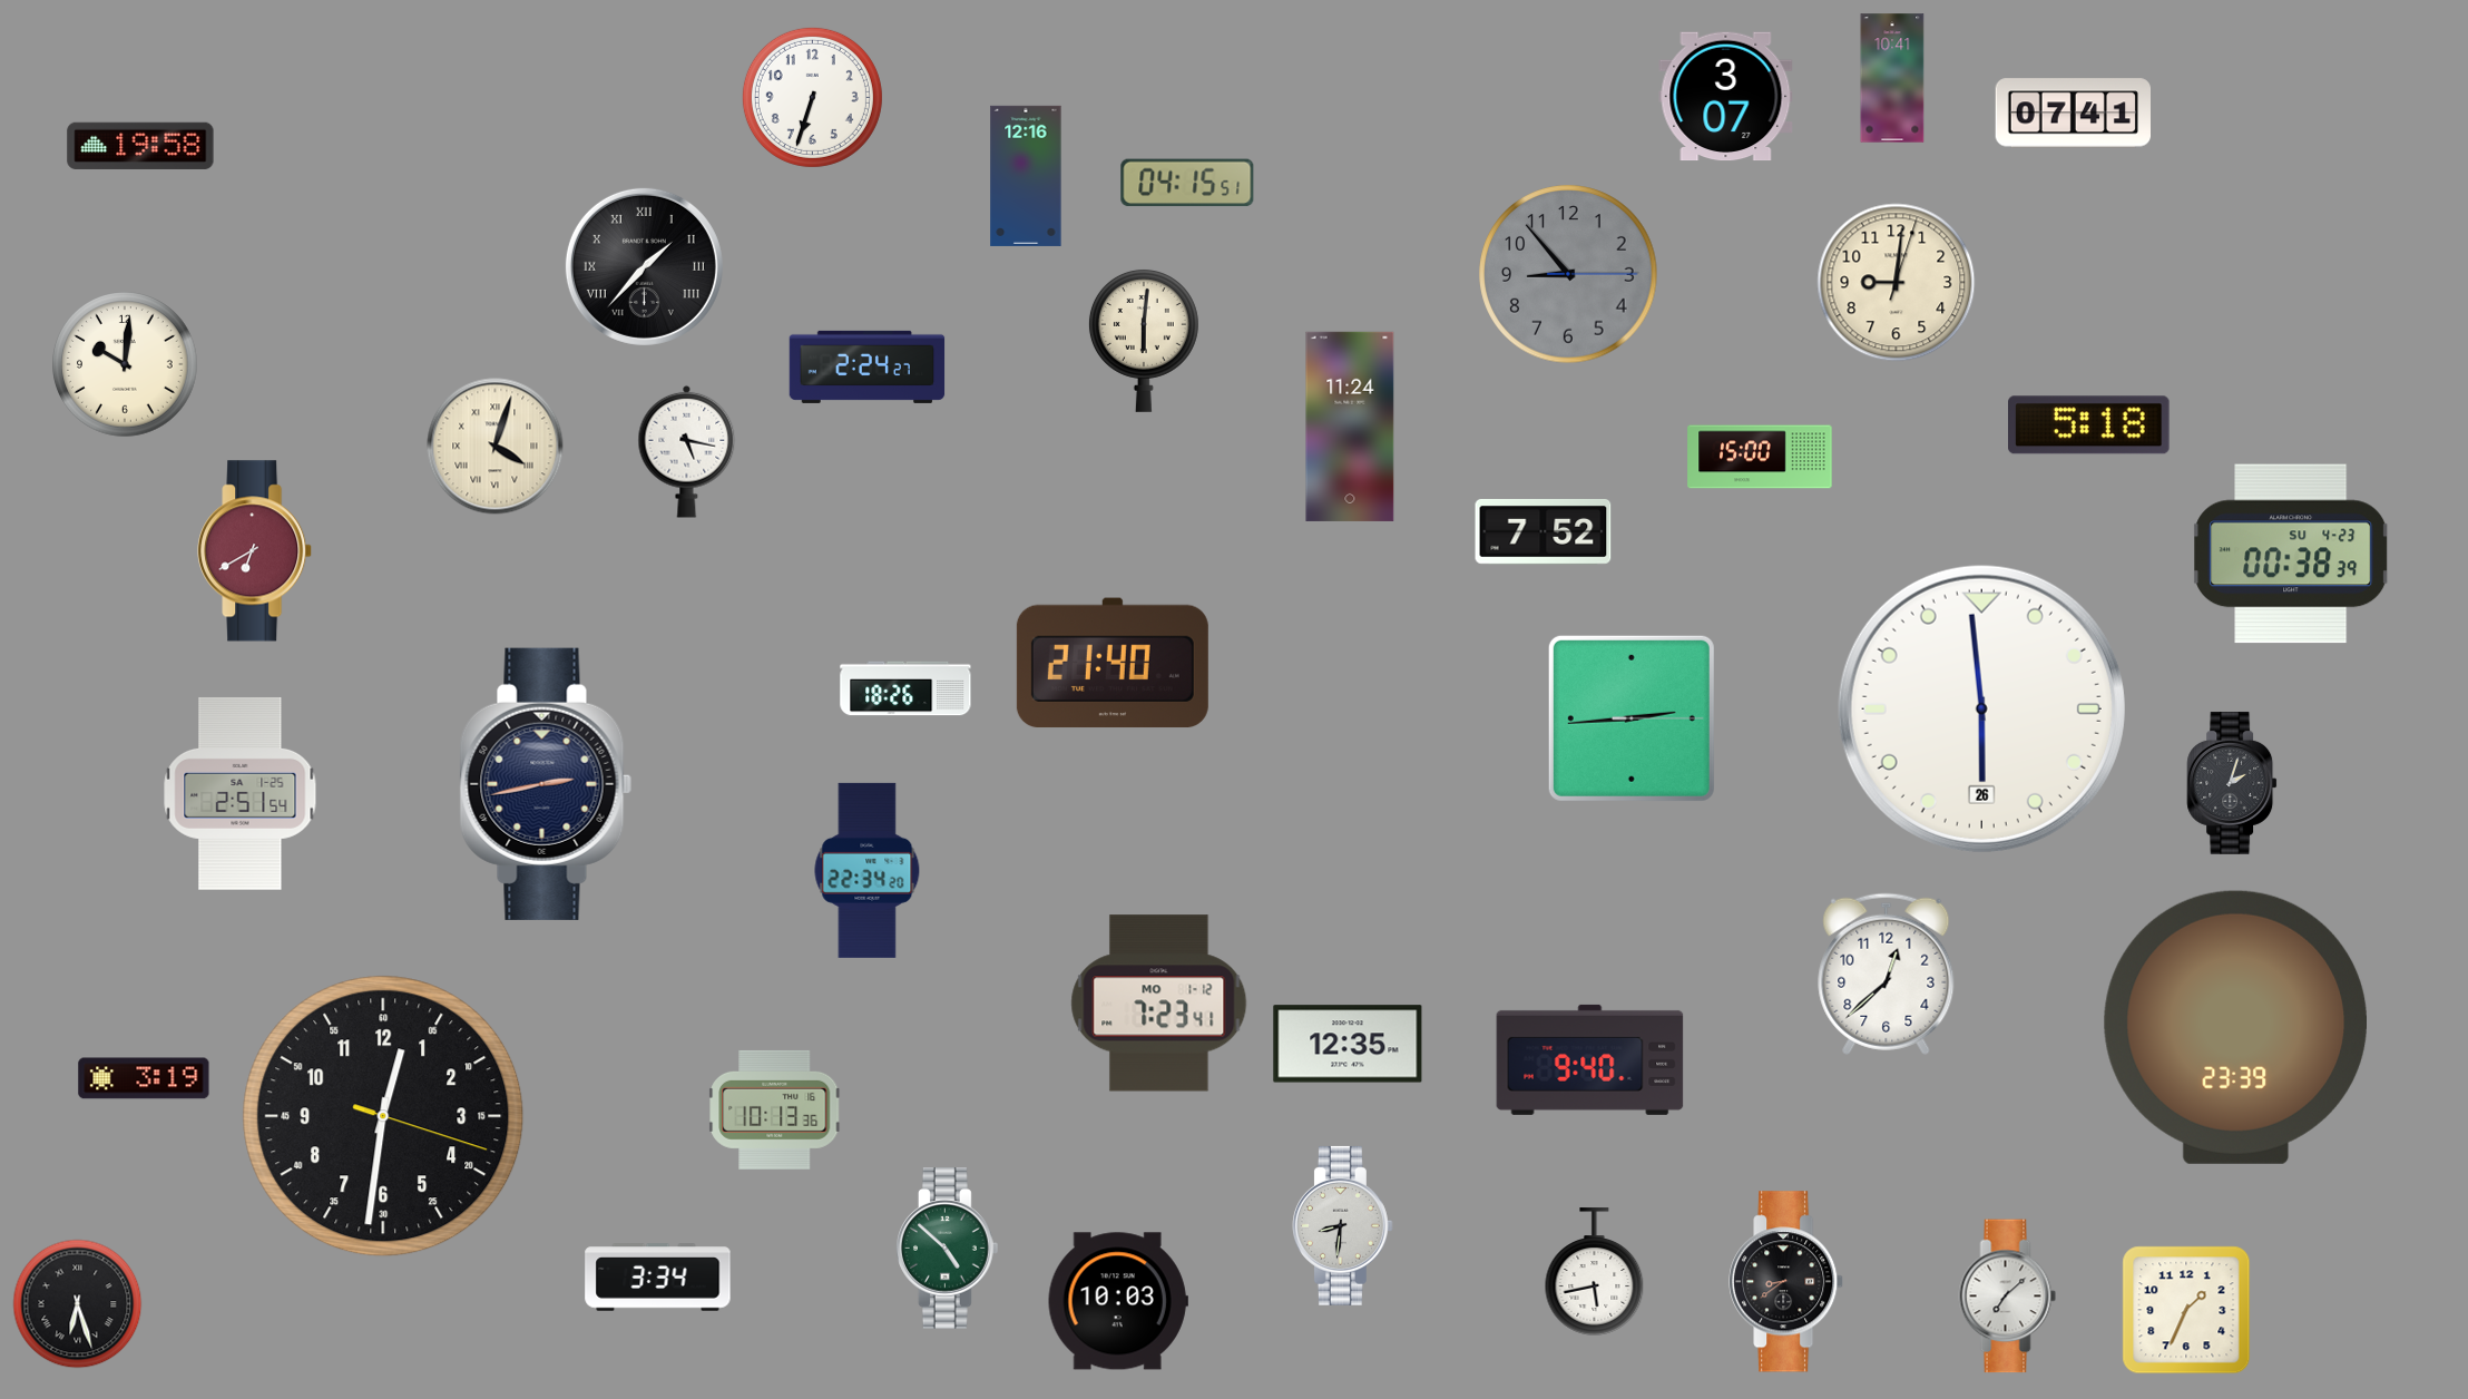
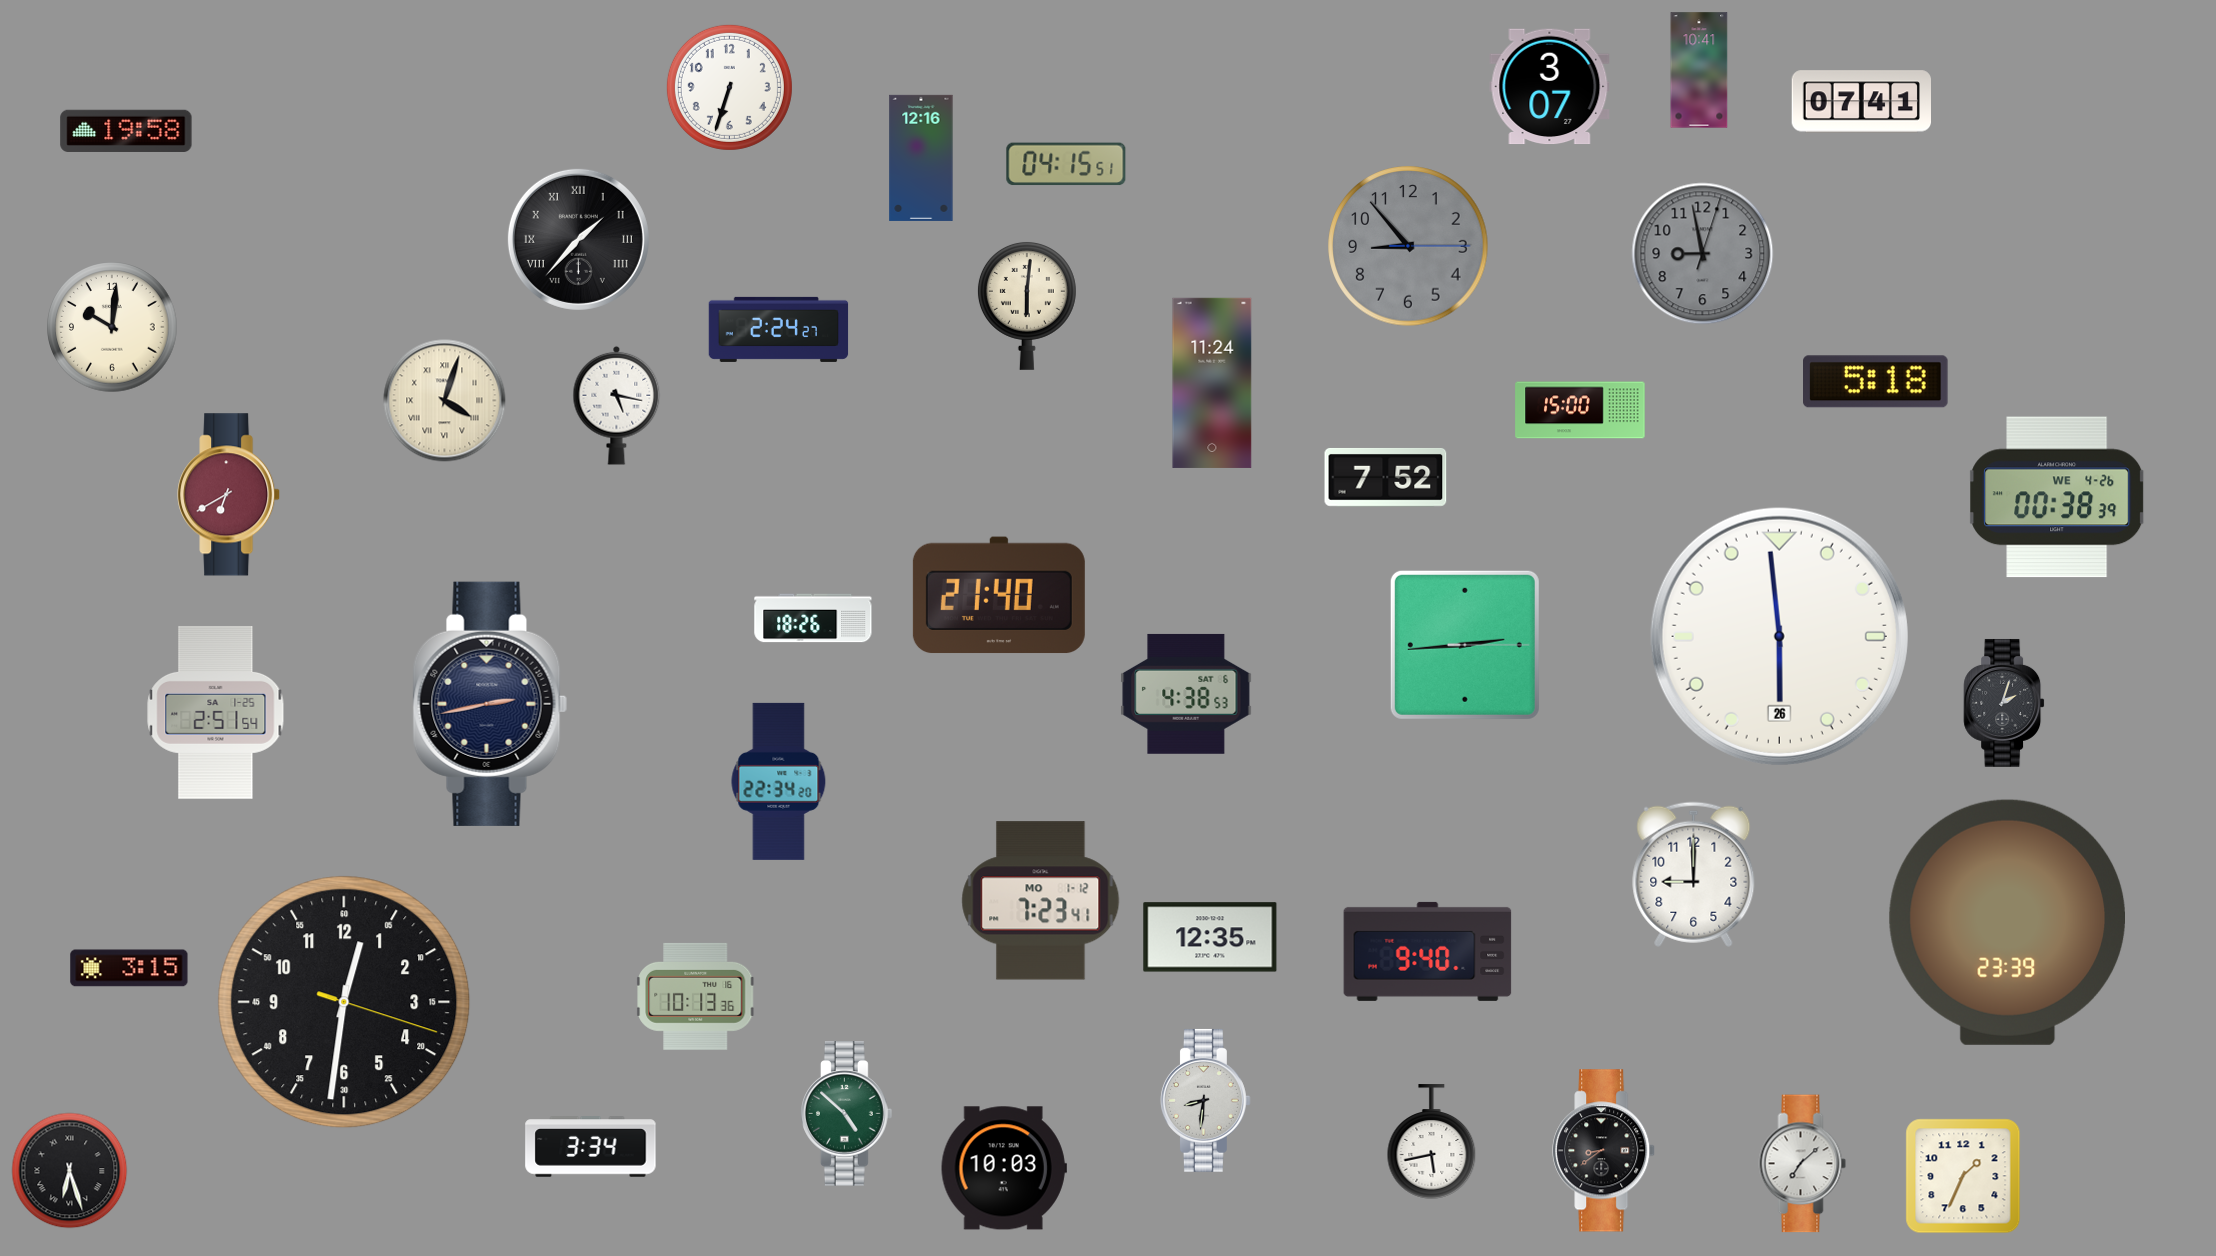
clock at (1897, 283): 9:01 -> 8:58
clock at (1897, 283) dial: cream -> grey
clock at (2292, 554) date: SU 4-23 -> WE 4-26
clock at (1186, 694): none -> 4:38
clock at (1887, 974): 12:38 -> 9:00
clock at (144, 1078): 3:19 -> 3:15
clock at (948, 1249) position: (948, 1249) -> (847, 1114)
